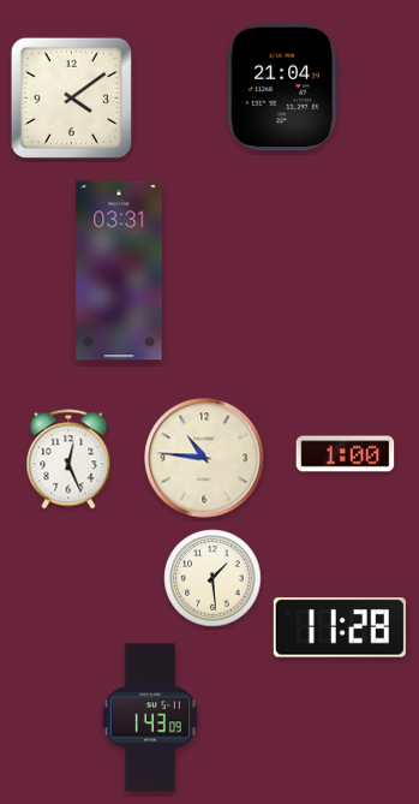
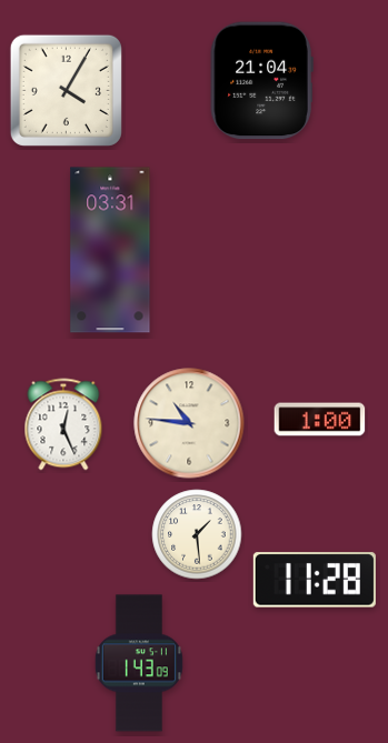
clock at (71, 97): 4:09 -> 4:05
